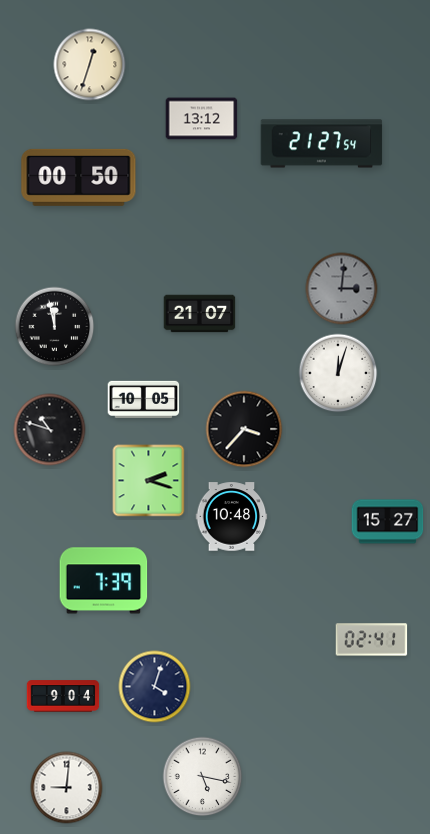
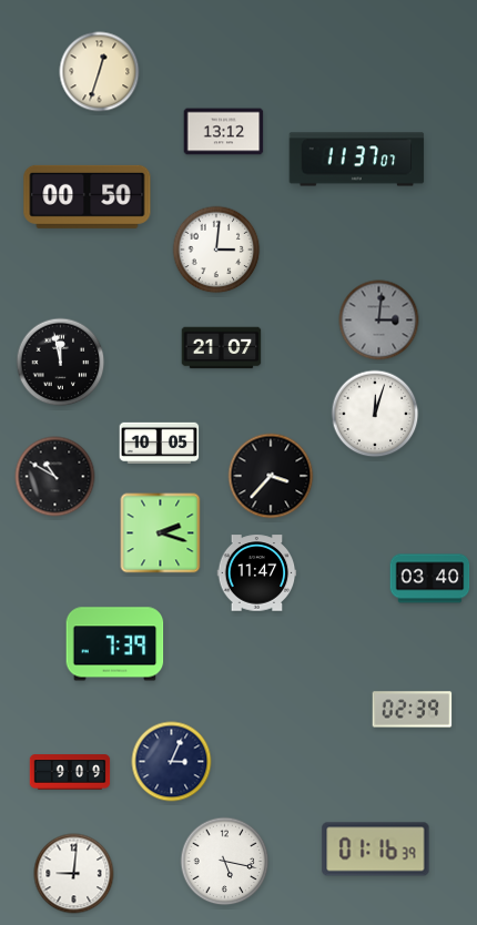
clock at (322, 144): 21:27 -> 11:37
clock at (216, 250): none -> 3:01
clock at (50, 430): 10:48 -> 10:50
clock at (149, 481) position: (149, 481) -> (161, 533)
clock at (232, 517): 10:48 -> 11:47
clock at (388, 522): 15:27 -> 03:40
clock at (372, 640): 02:41 -> 02:39
clock at (155, 687): 4:03 -> 3:04
clock at (63, 696): 9:04 -> 9:09
clock at (376, 850): none -> 01:16
